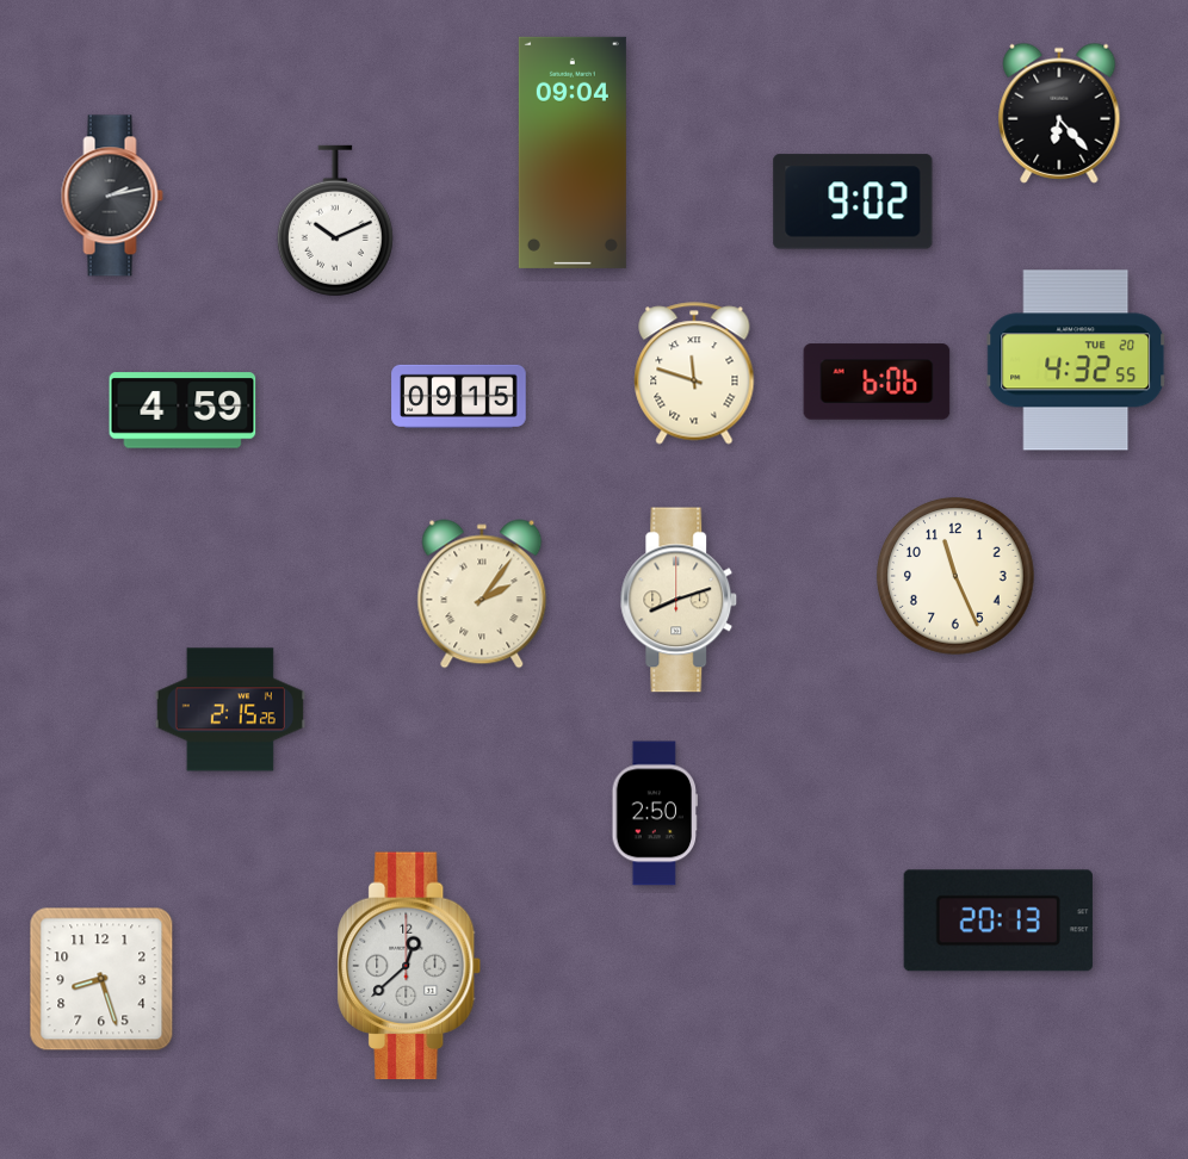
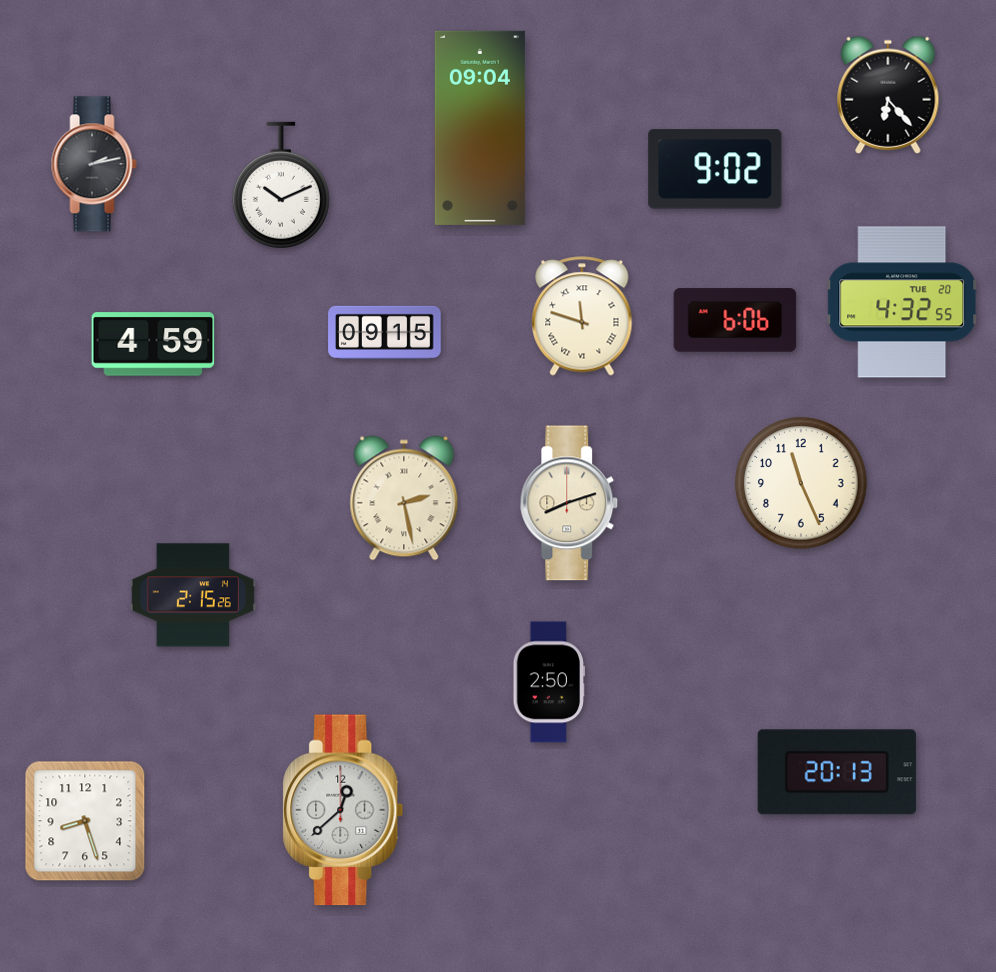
clock at (694, 373) position: (694, 373) -> (582, 316)
clock at (482, 594): 2:06 -> 2:28
